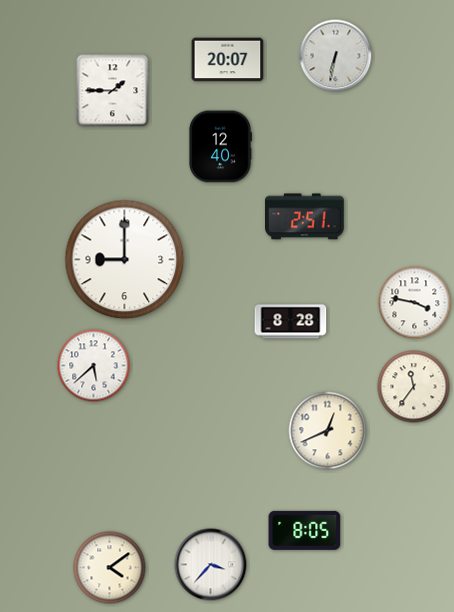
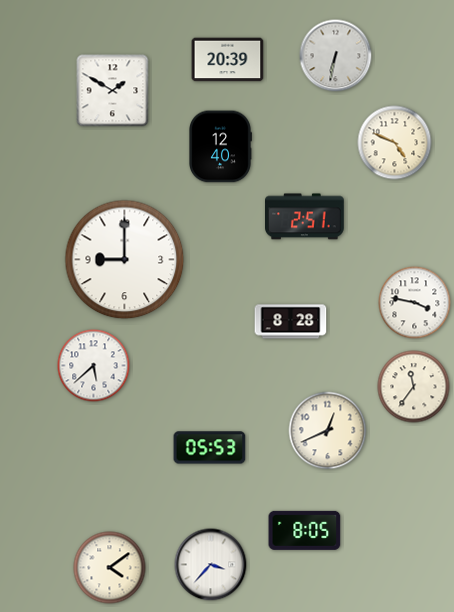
clock at (228, 60): 20:07 -> 20:39
clock at (113, 91): 1:45 -> 1:50
clock at (395, 143): none -> 4:49
clock at (210, 448): none -> 05:53
